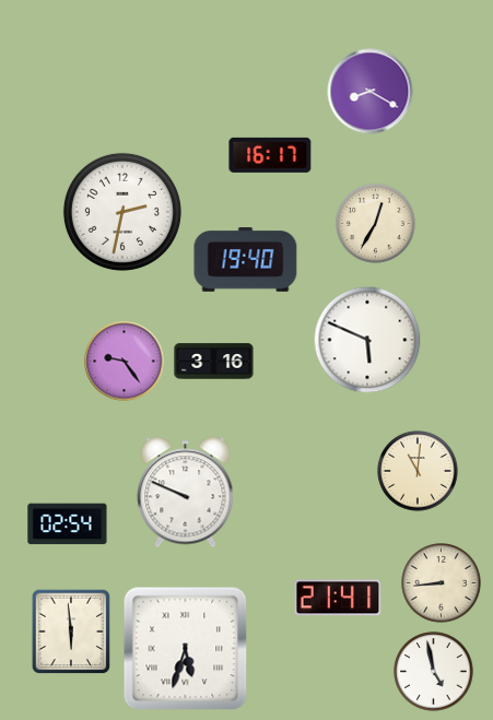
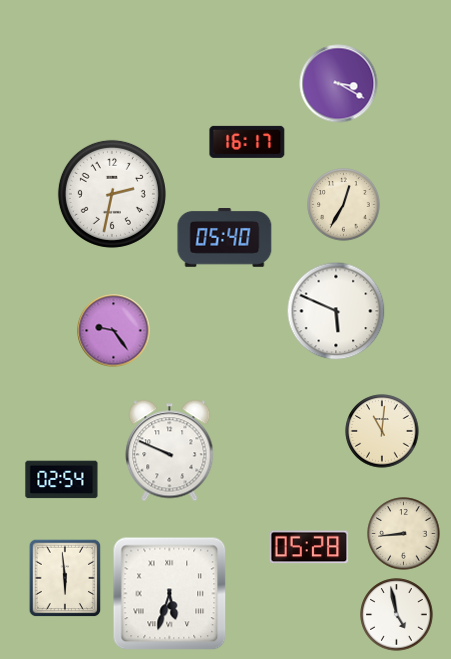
clock at (371, 92): 8:20 -> 3:20
clock at (246, 260): 19:40 -> 05:40
clock at (214, 362): 3:16 -> none
clock at (338, 598): 21:41 -> 05:28
